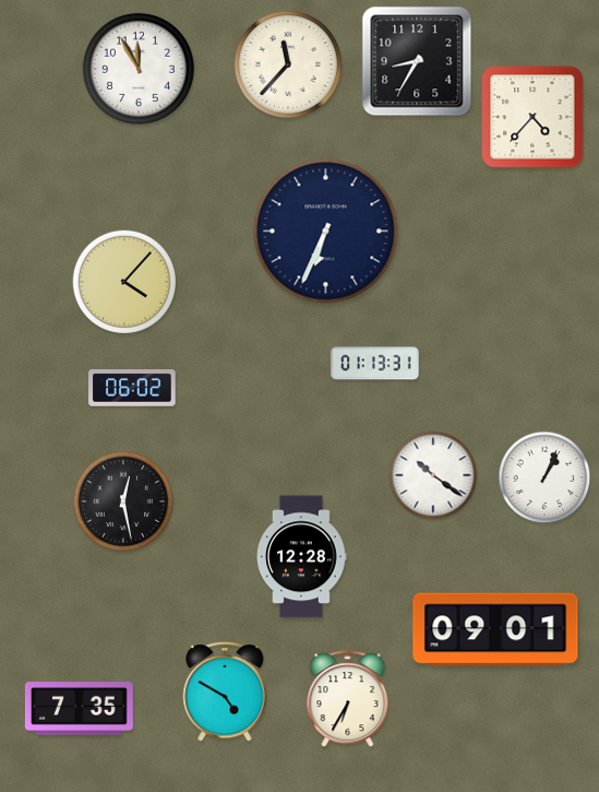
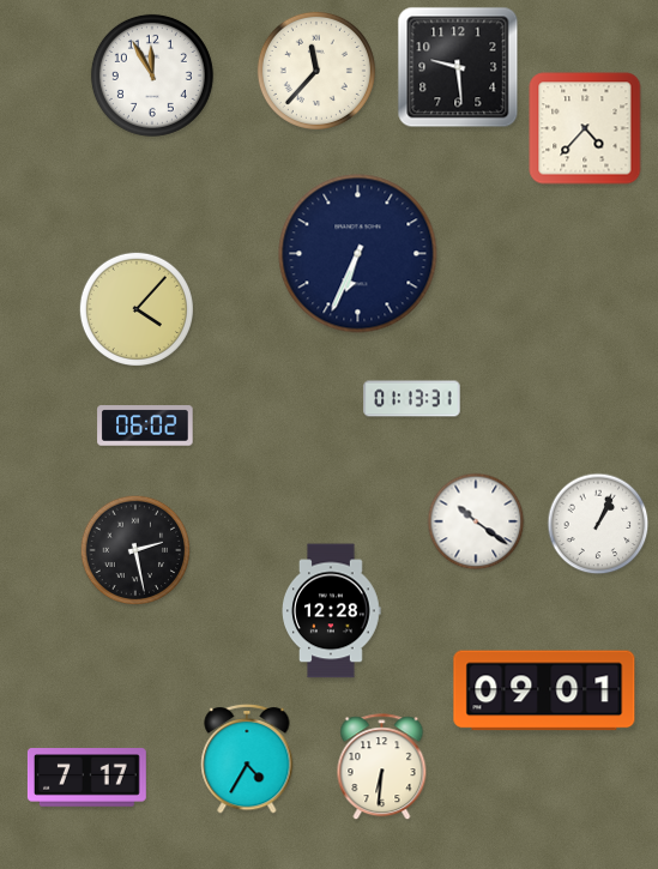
clock at (417, 61): 8:35 -> 9:29
clock at (123, 501): 12:28 -> 2:28
clock at (225, 691): 4:50 -> 4:35
clock at (348, 699): 6:35 -> 6:31
clock at (79, 709): 7:35 -> 7:17
